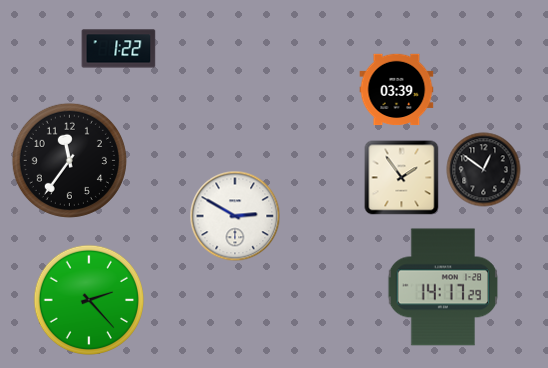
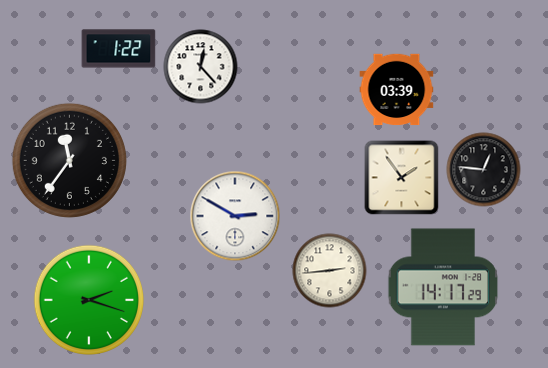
clock at (201, 67): none -> 12:23
clock at (484, 170): 12:51 -> 12:46
clock at (330, 271): none -> 2:44
clock at (89, 300): 2:23 -> 2:18
